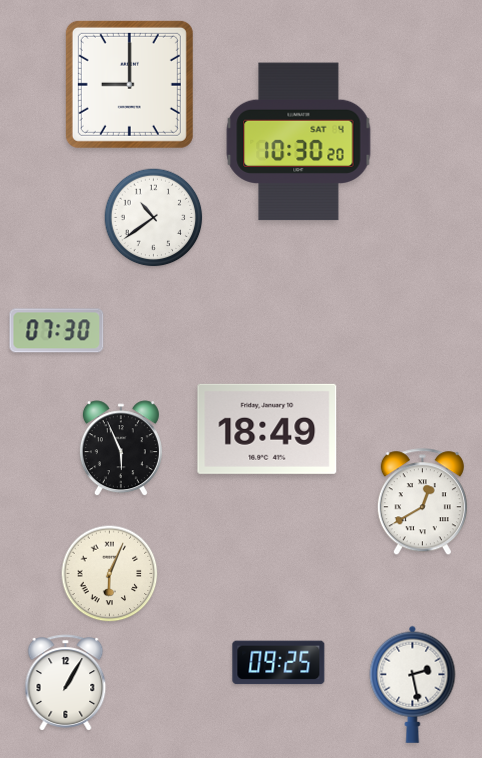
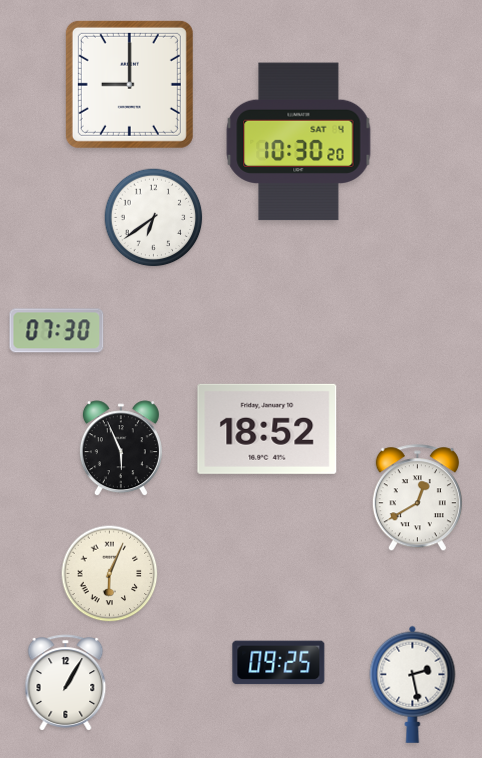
clock at (154, 218): 10:39 -> 6:39
clock at (267, 429): 18:49 -> 18:52
clock at (422, 502) position: (422, 502) -> (417, 498)
